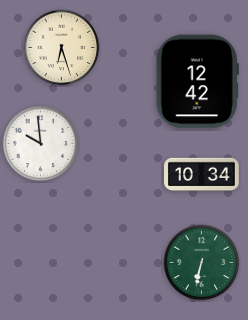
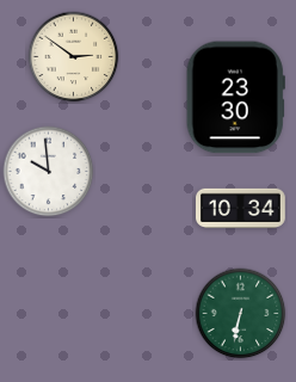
clock at (62, 48): 6:27 -> 2:51
clock at (197, 82): 12:42 -> 23:30
